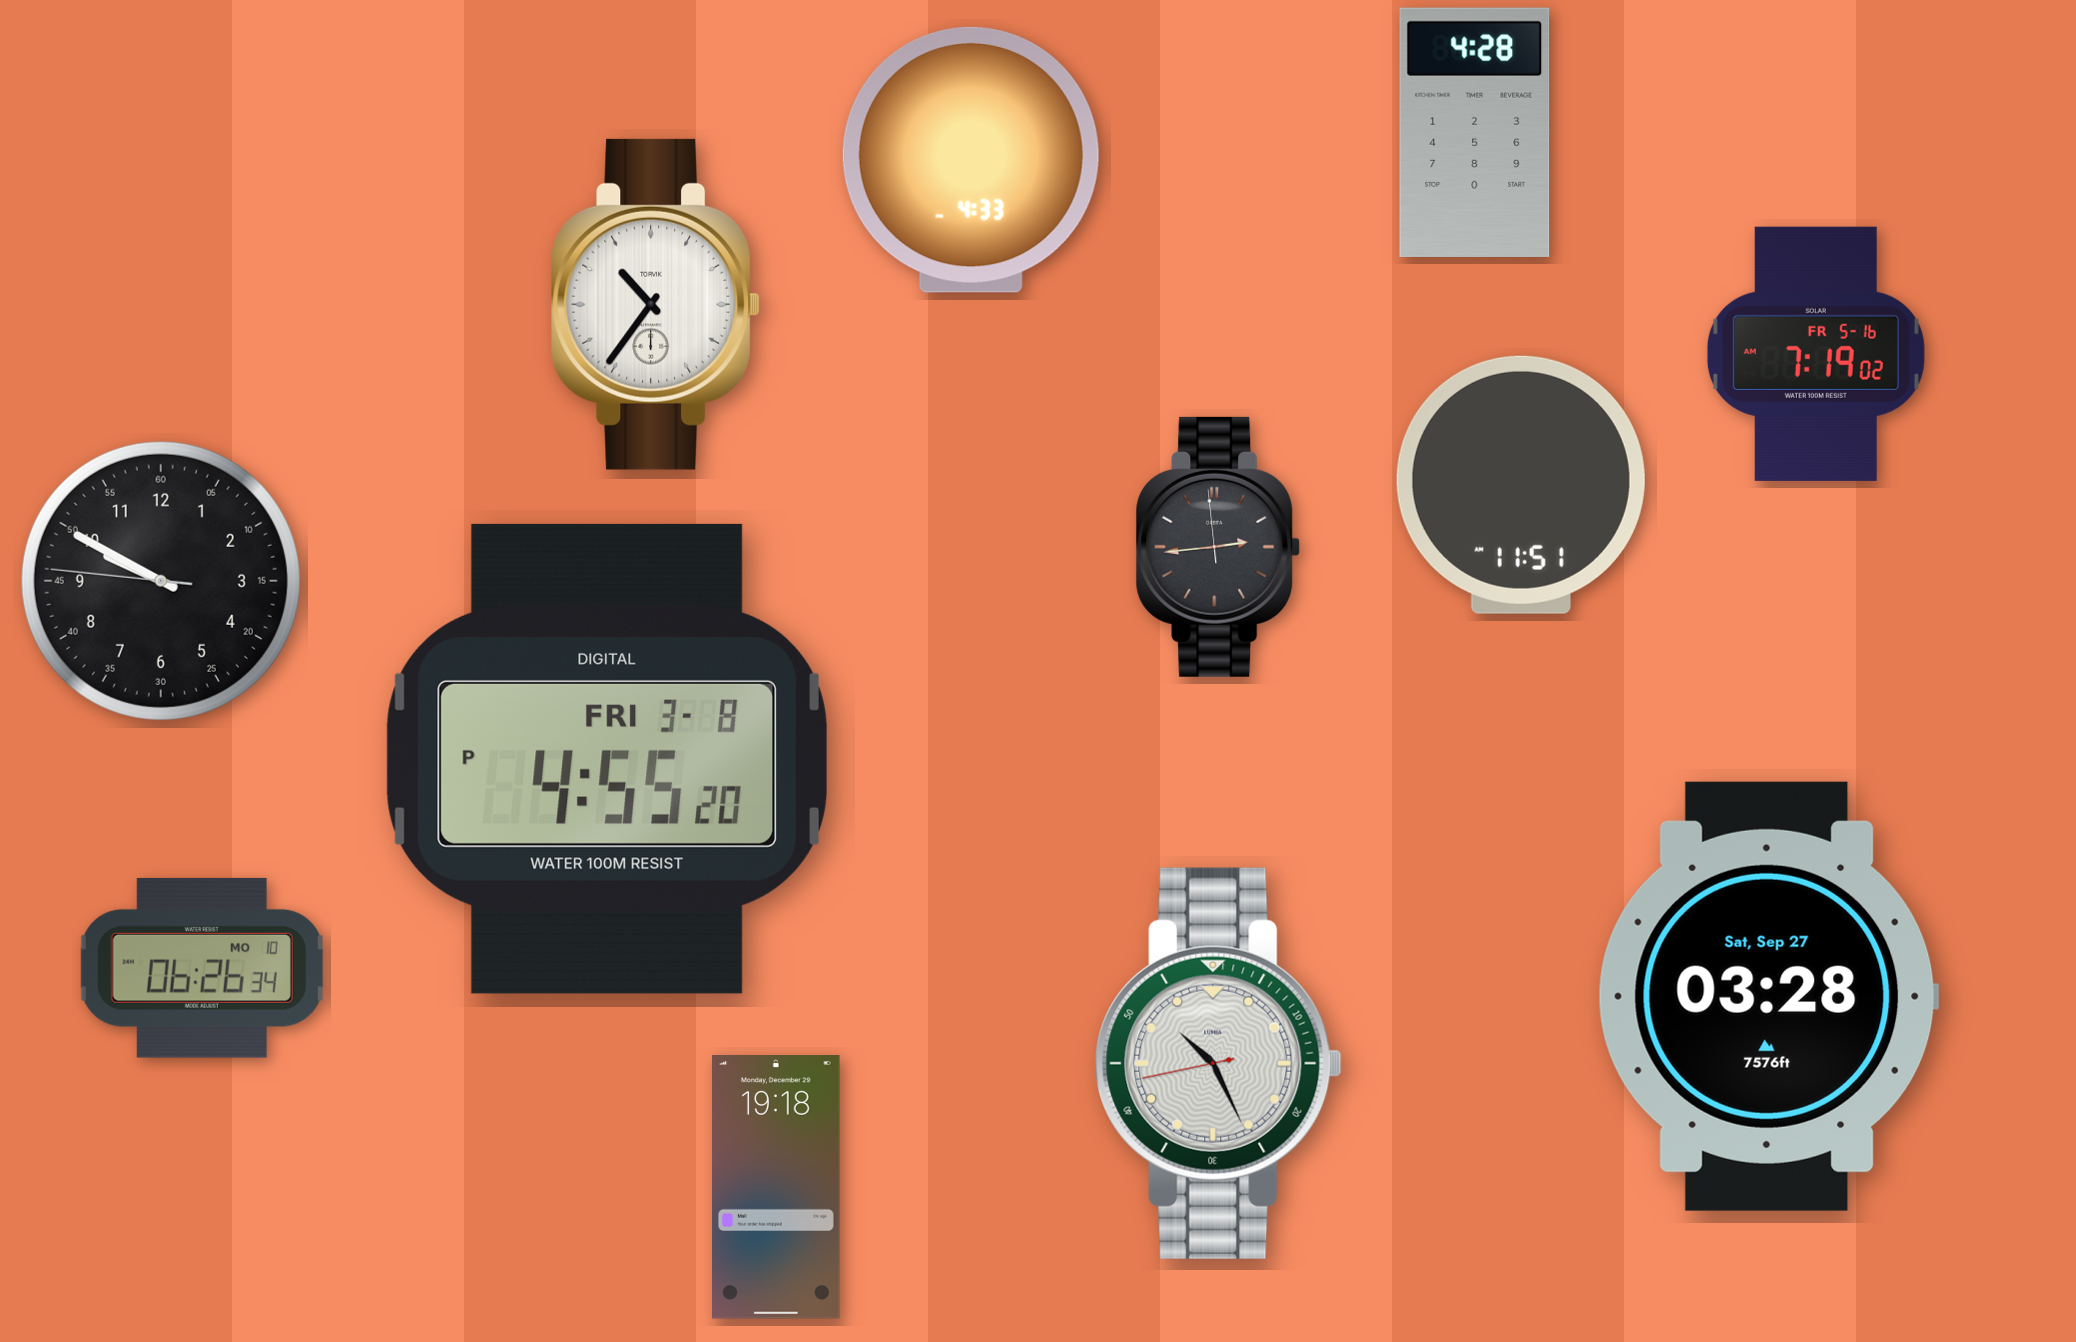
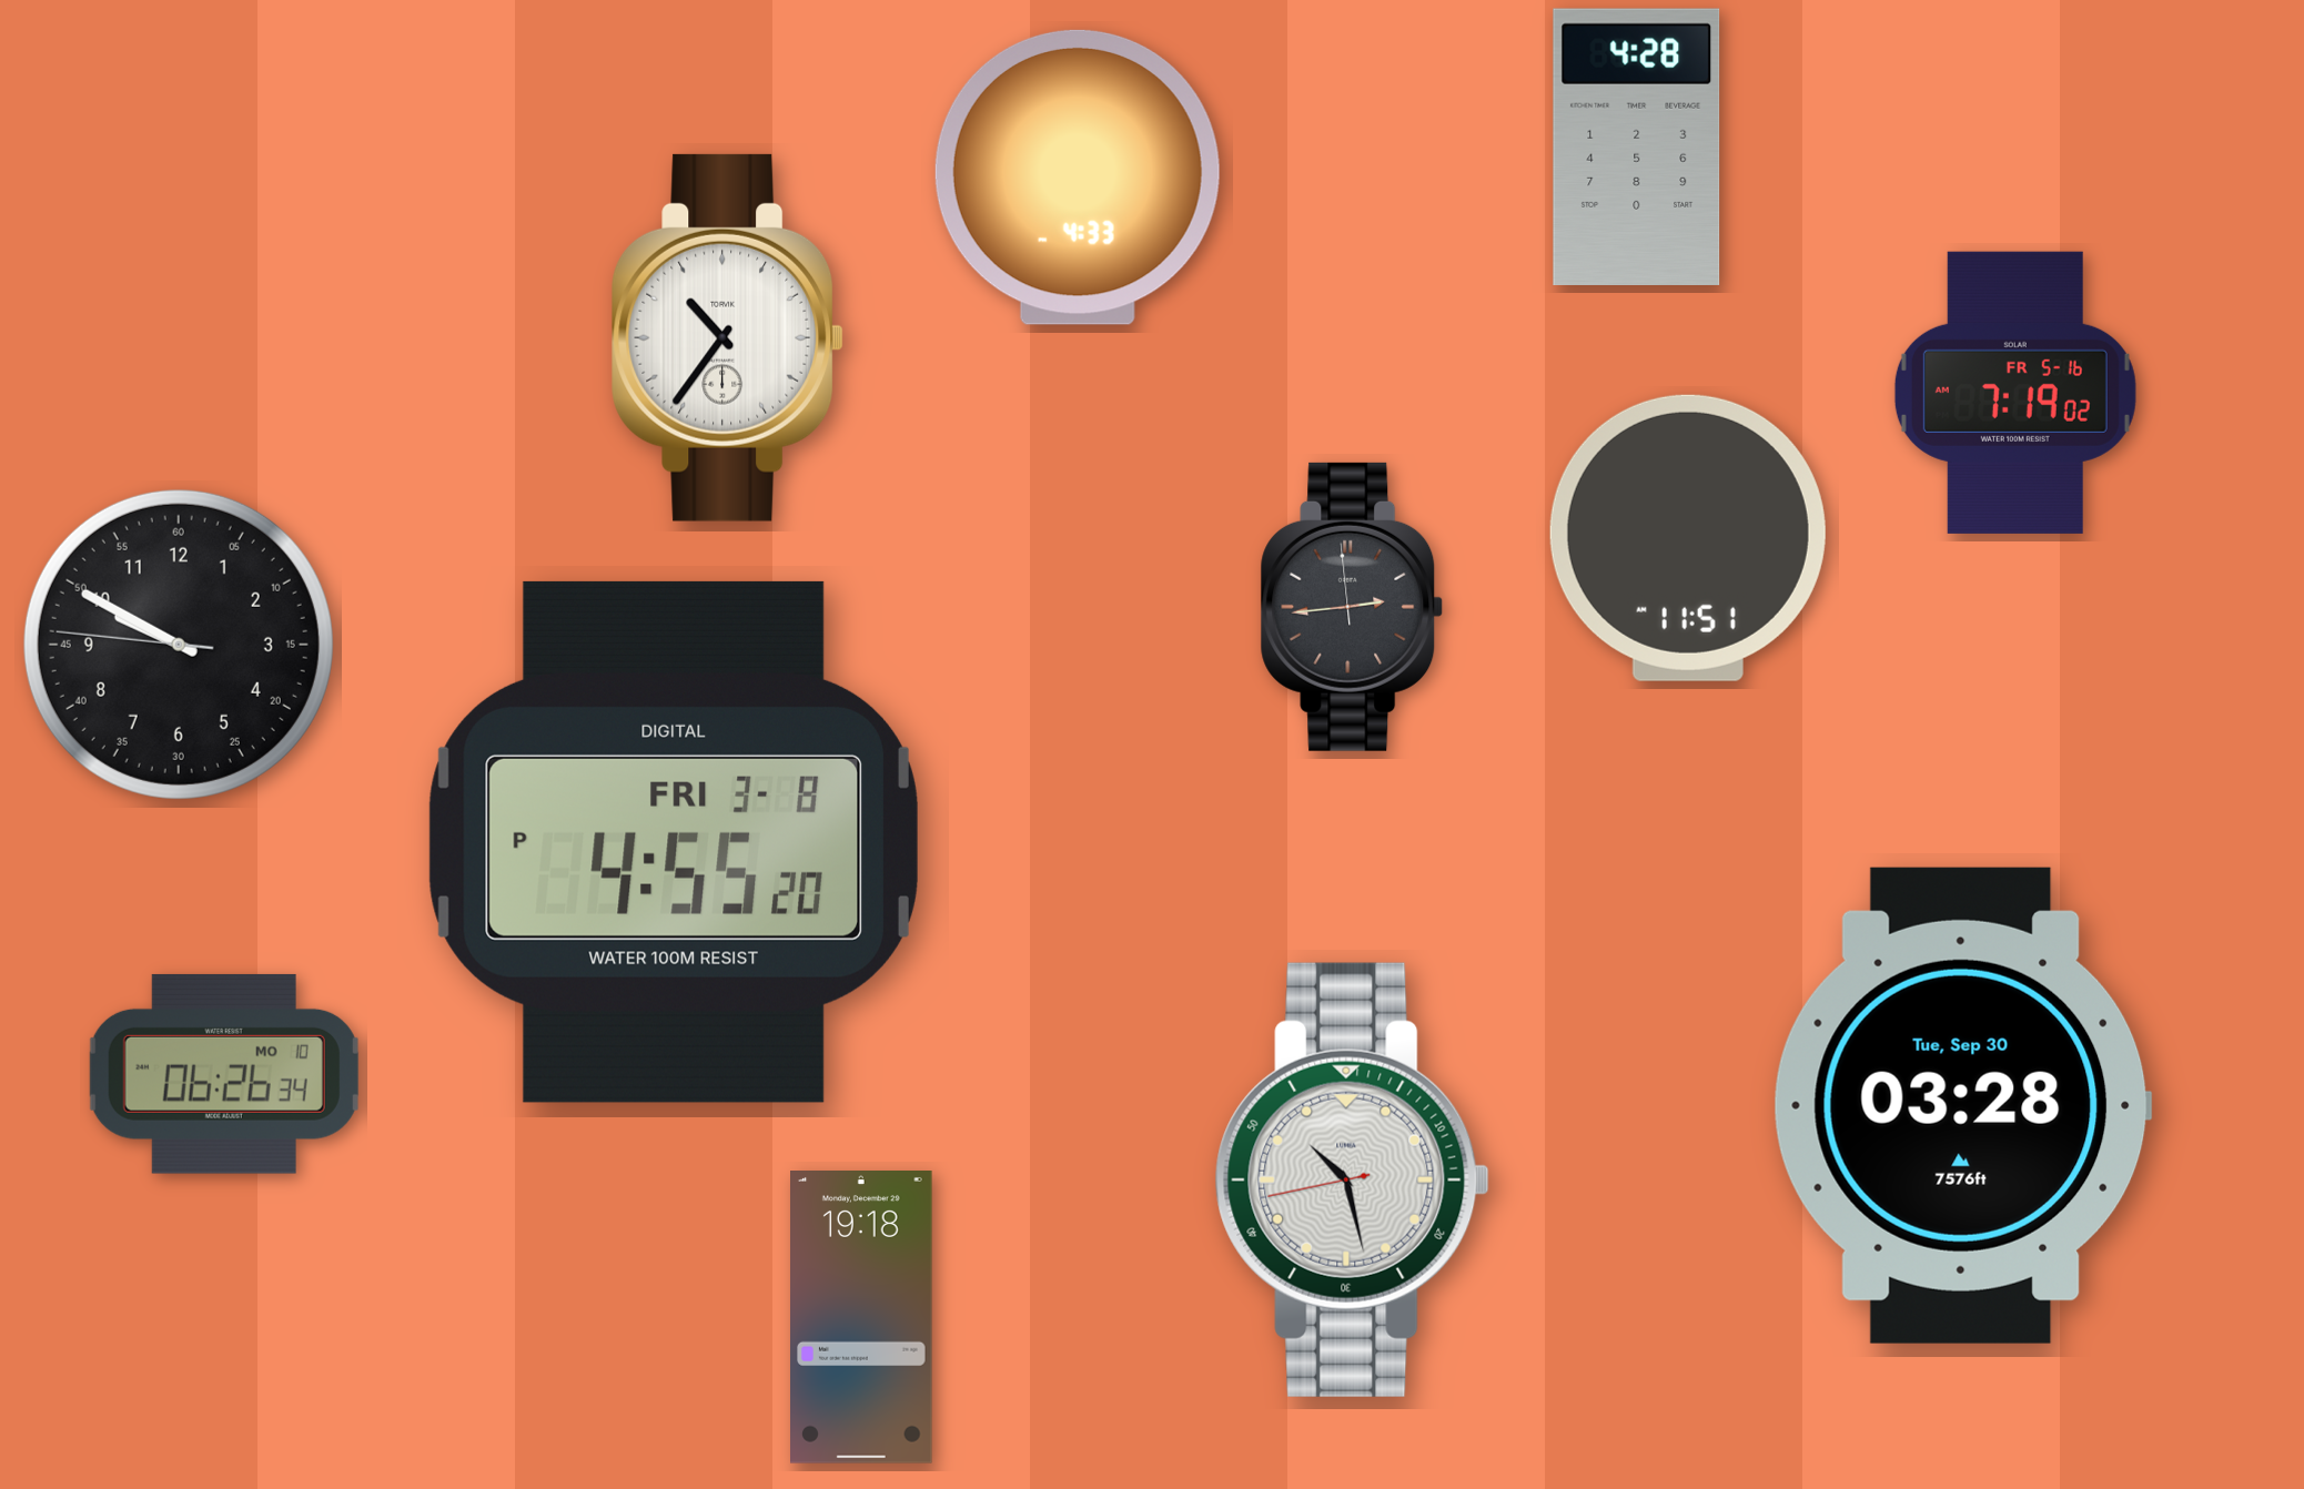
clock at (1768, 996) date: Sat, Sep 27 -> Tue, Sep 30
clock at (1218, 1063): 10:25 -> 10:27
